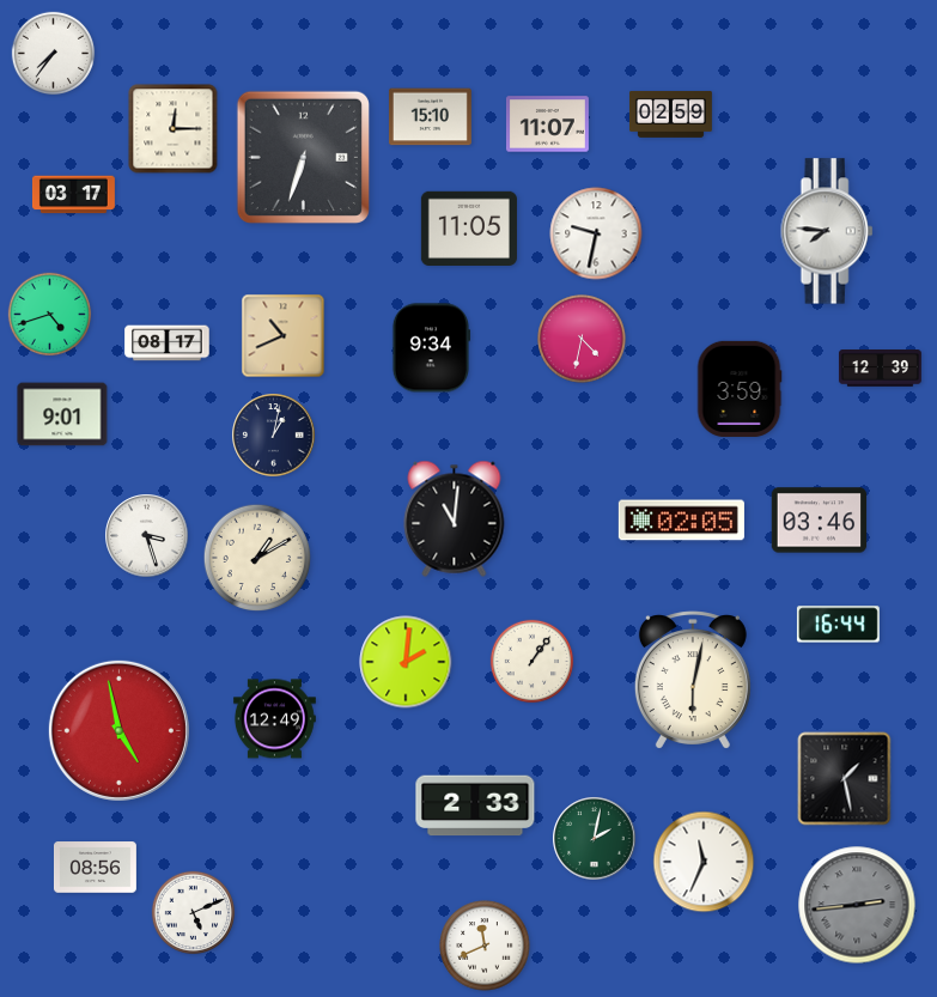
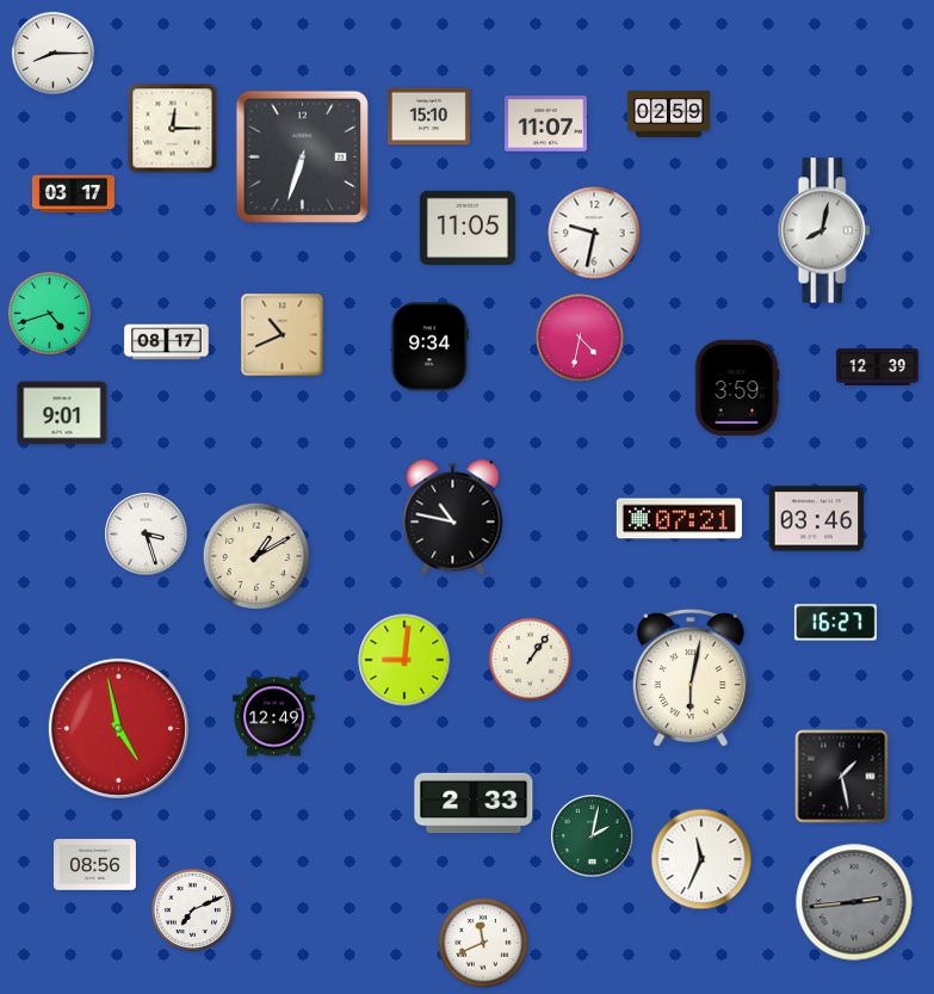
clock at (54, 54): 7:36 -> 8:15
clock at (827, 231): 7:46 -> 8:02
clock at (274, 436): 1:02 -> none
clock at (455, 518): 11:01 -> 10:47
clock at (681, 521): 02:05 -> 07:21
clock at (838, 625): 16:44 -> 16:27
clock at (406, 662): 2:01 -> 9:01
clock at (194, 913): 5:11 -> 7:11
